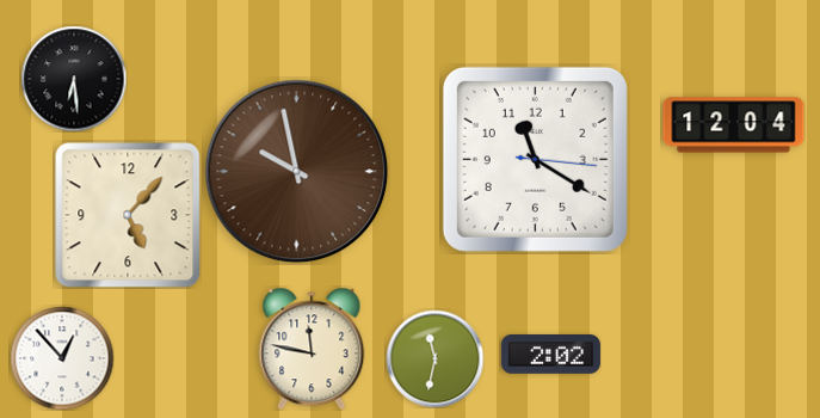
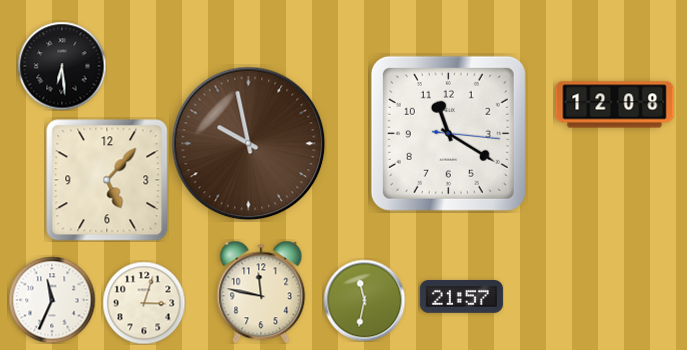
clock at (734, 125): 12:04 -> 12:08
clock at (550, 355): 2:02 -> 21:57
clock at (62, 358): 12:53 -> 11:34
clock at (144, 303): none -> 3:03
